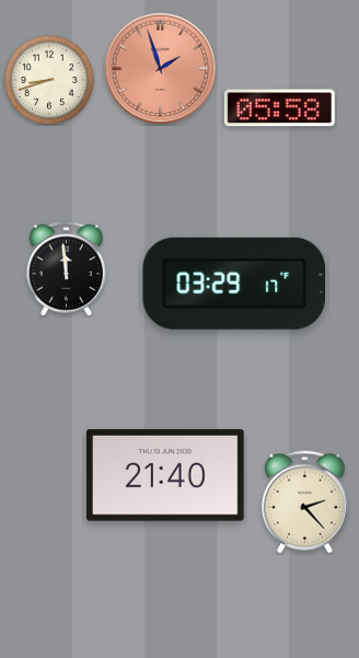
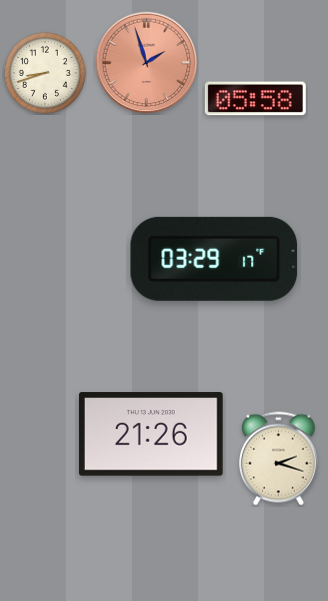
clock at (66, 268): 11:59 -> none
clock at (166, 475): 21:40 -> 21:26
clock at (304, 503): 2:23 -> 2:18
